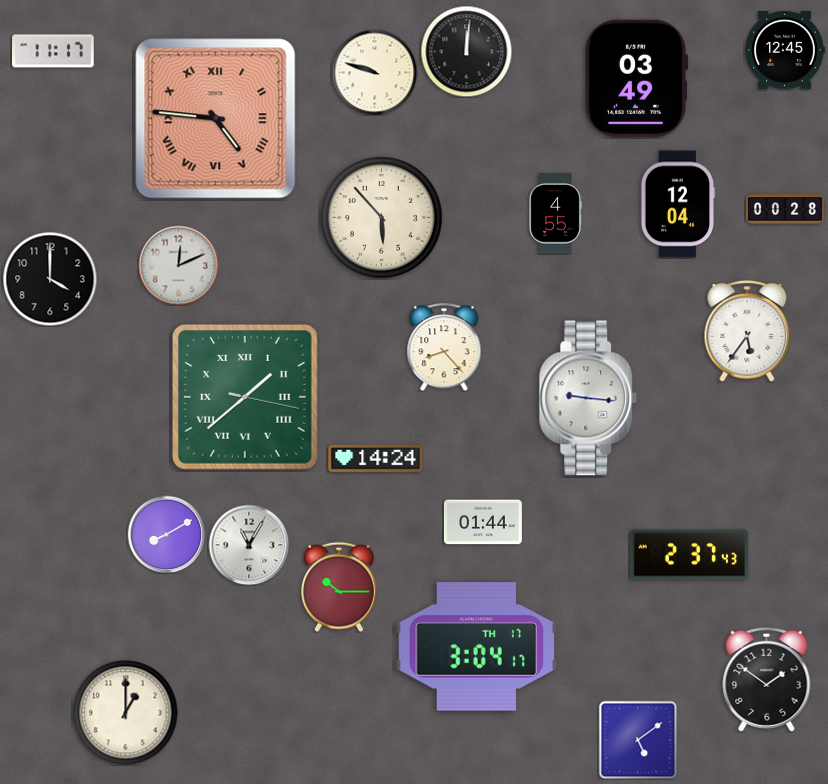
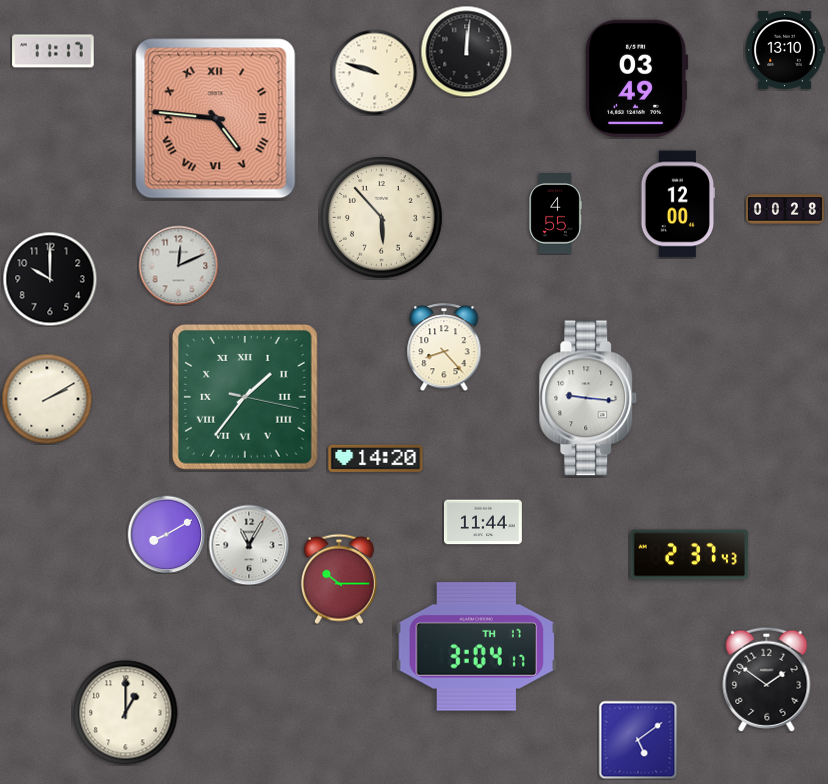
clock at (785, 50): 12:45 -> 13:10
clock at (678, 204): 12:04 -> 12:00
clock at (50, 279): 4:00 -> 10:00
clock at (747, 331): 5:36 -> none
clock at (245, 397): 1:38 -> 1:36
clock at (47, 399): none -> 2:10
clock at (376, 458): 14:24 -> 14:20
clock at (483, 522): 01:44 -> 11:44
clock at (339, 587) position: (339, 587) -> (339, 579)
